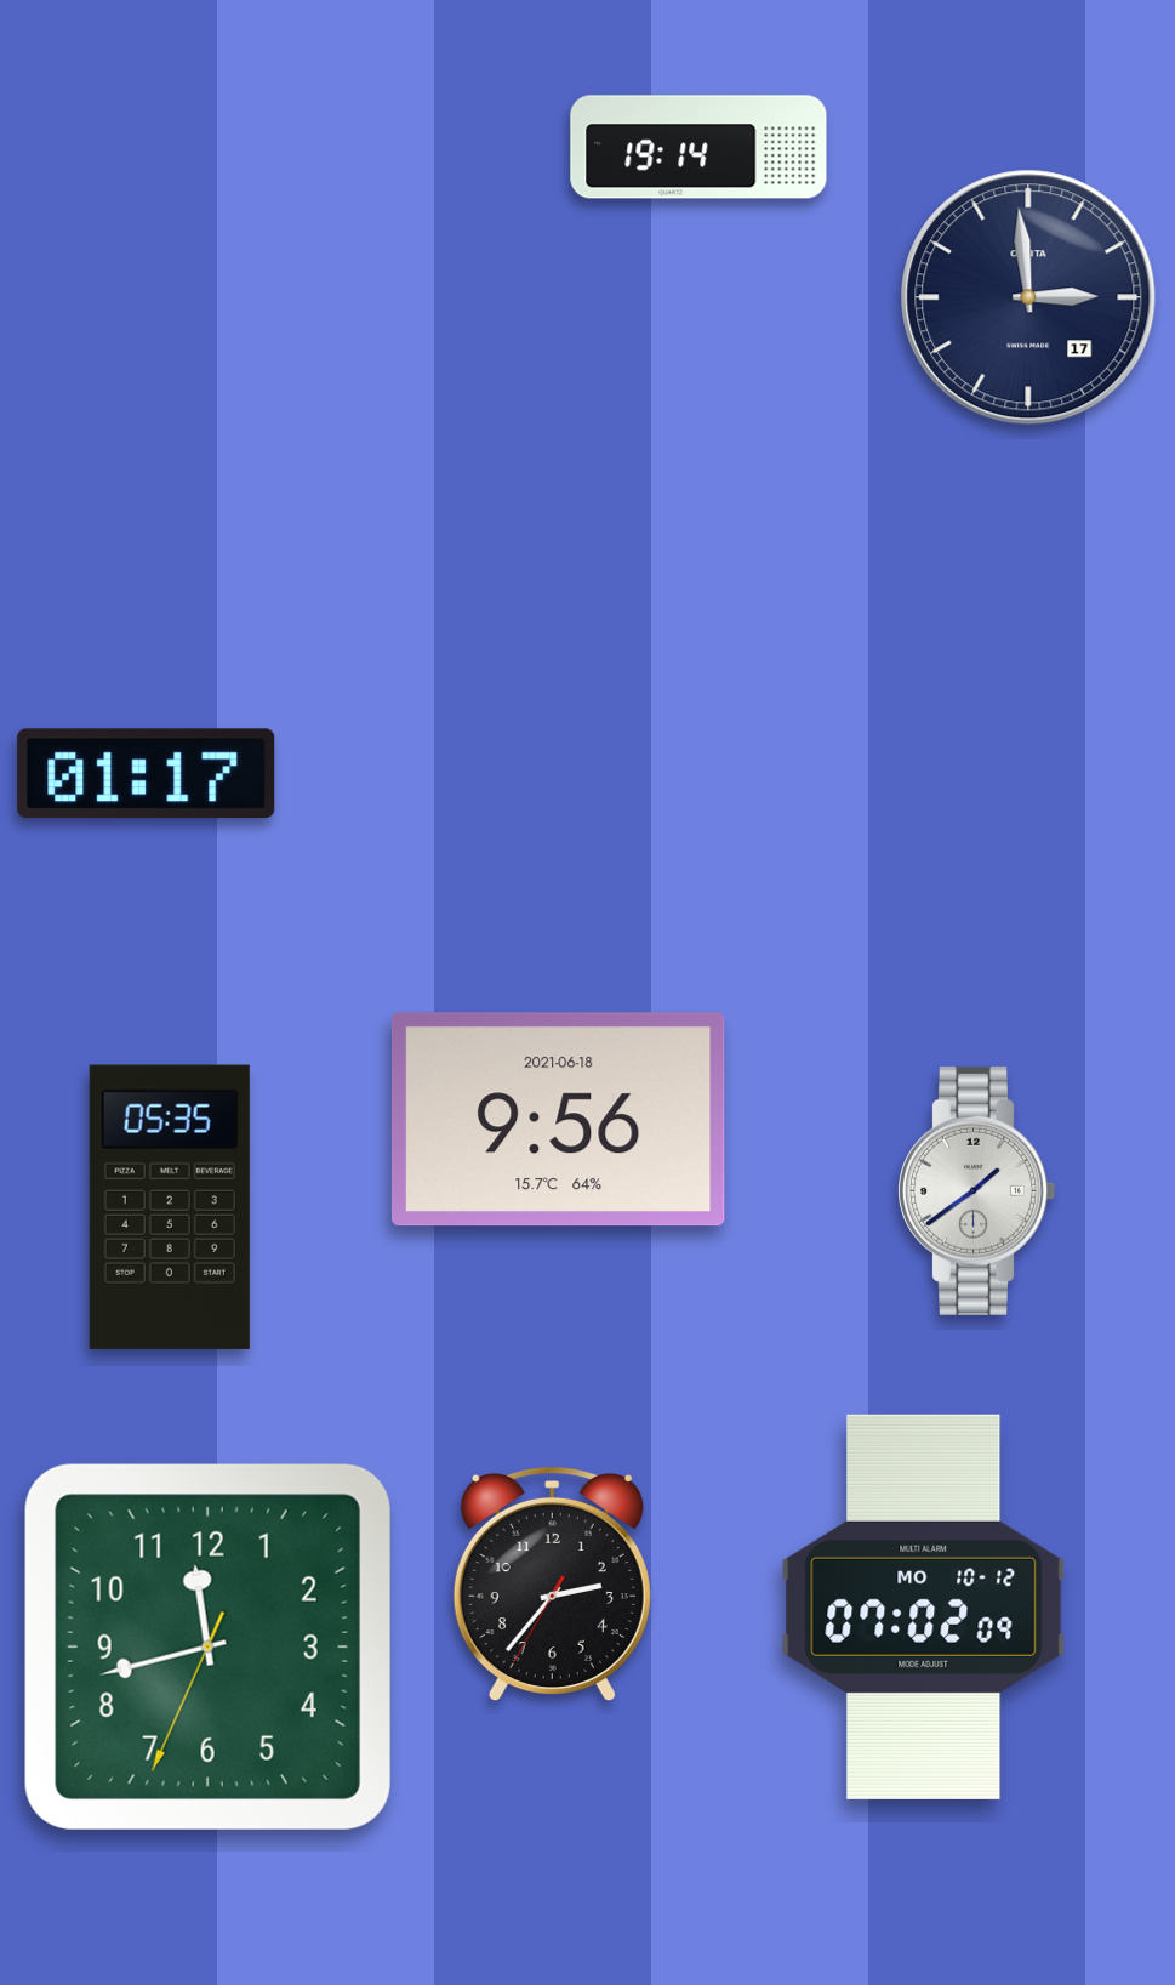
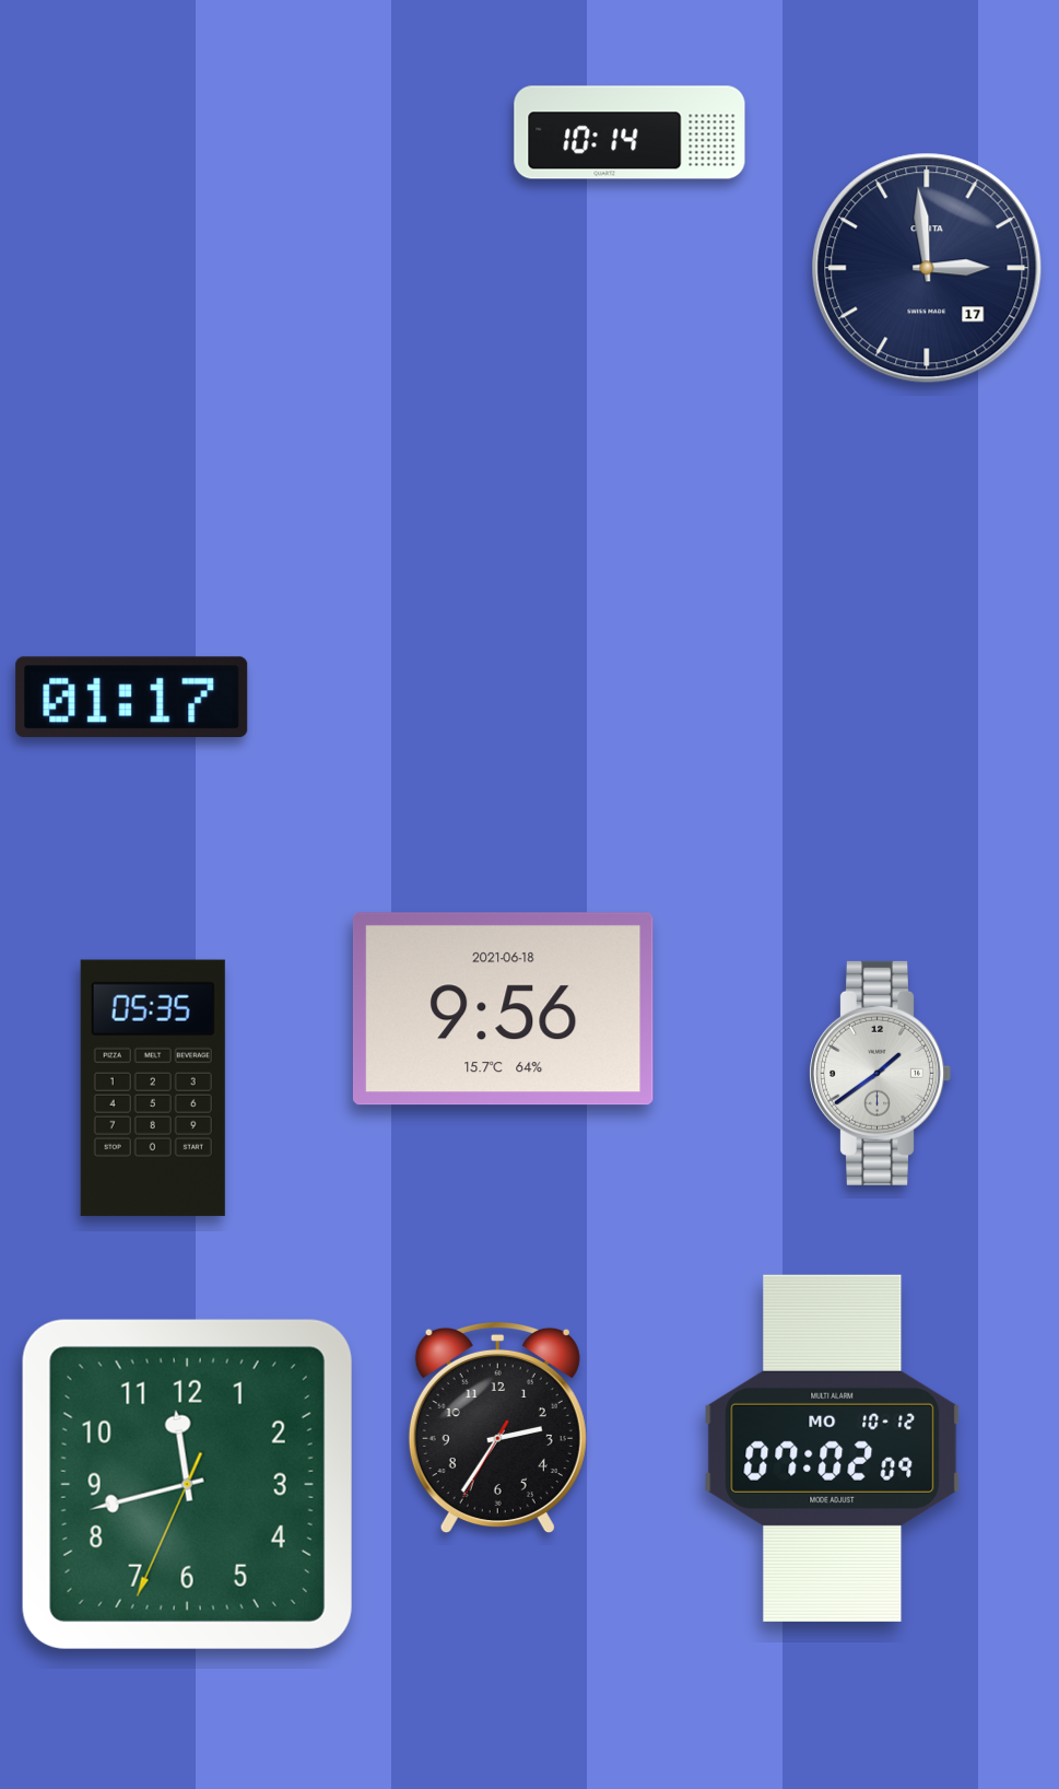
clock at (698, 147): 19:14 -> 10:14
clock at (552, 1585): 2:36 -> 2:35
